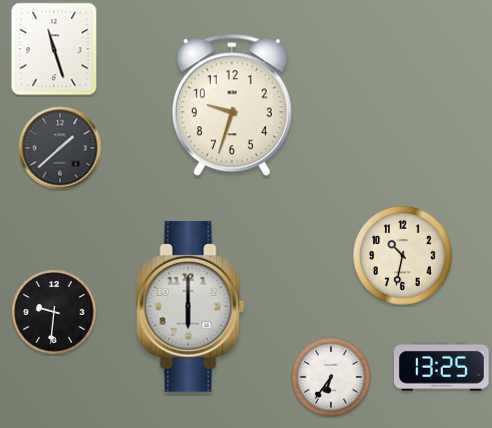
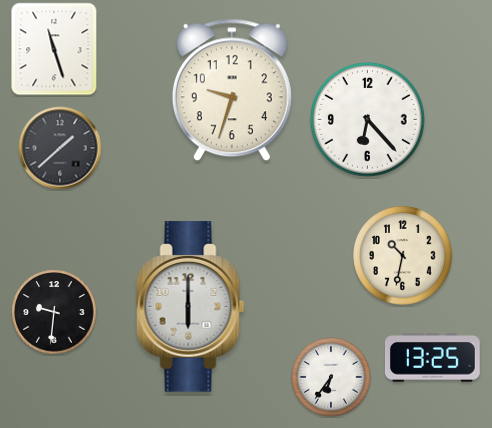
clock at (232, 105) position: (232, 105) -> (232, 90)
clock at (367, 119): none -> 6:23
clock at (441, 367) position: (441, 367) -> (432, 358)
